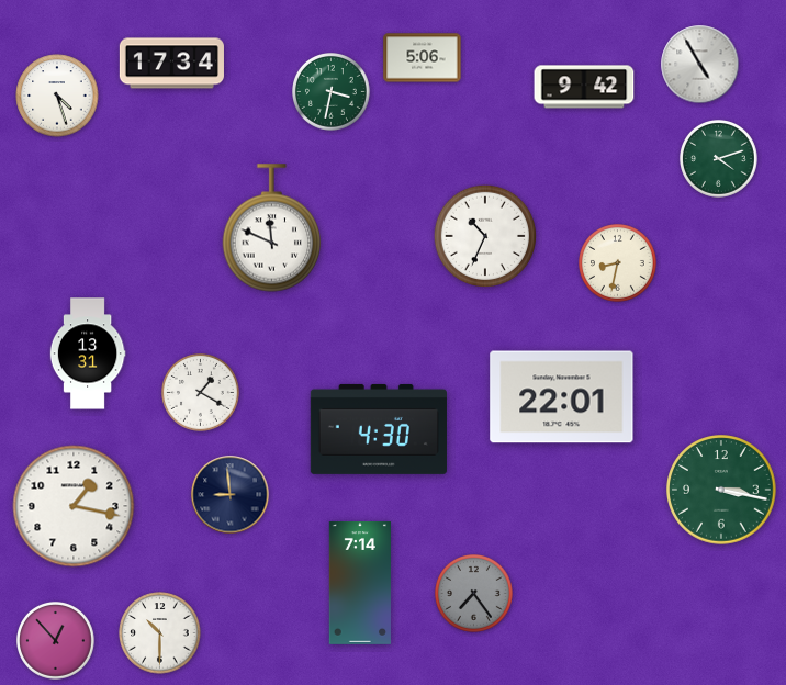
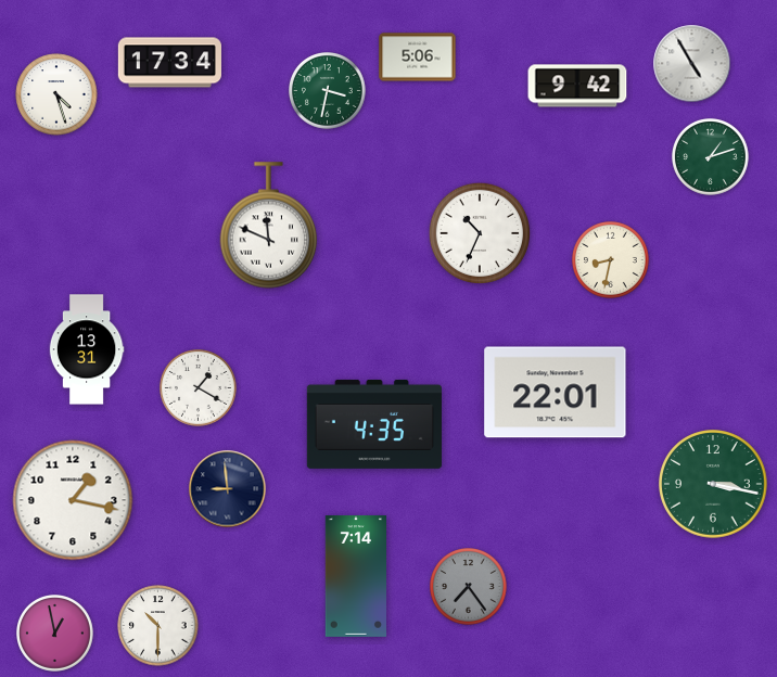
clock at (719, 159): 4:12 -> 1:12
clock at (379, 429): 4:30 -> 4:35
clock at (56, 641): 12:53 -> 12:58
